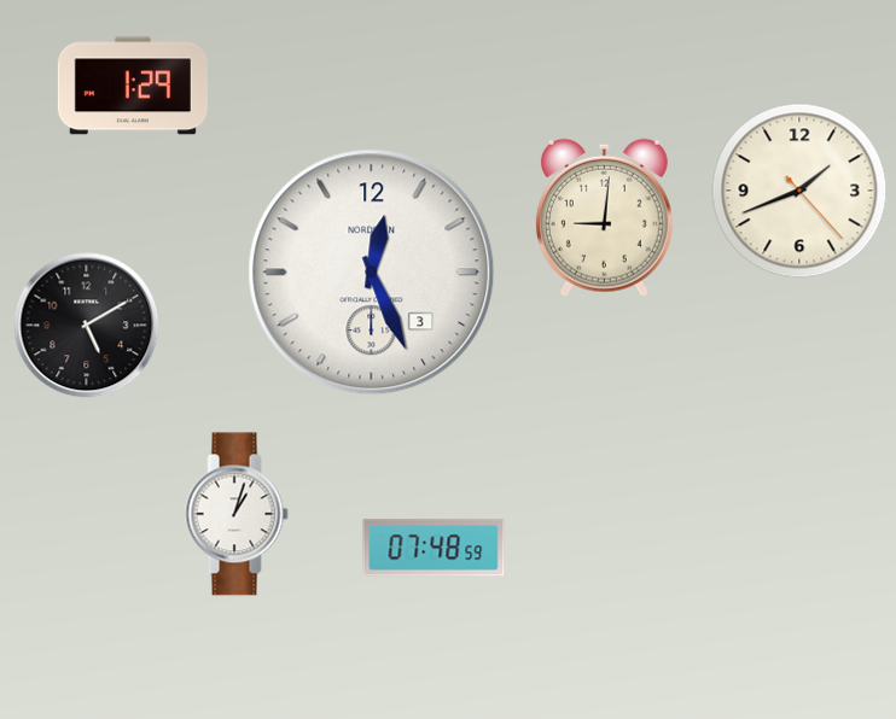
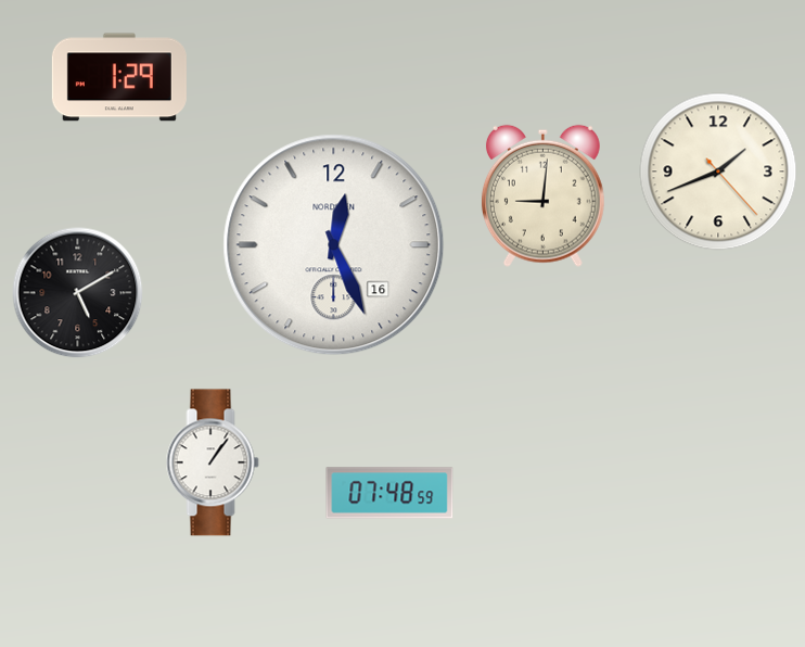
clock at (372, 273) date: 3 -> 16
clock at (237, 514): 1:03 -> 1:06
